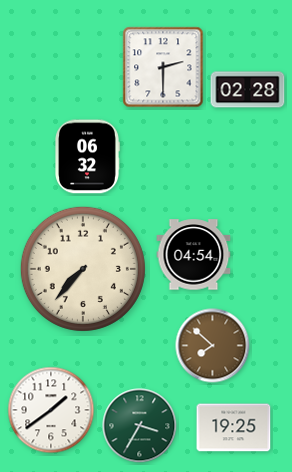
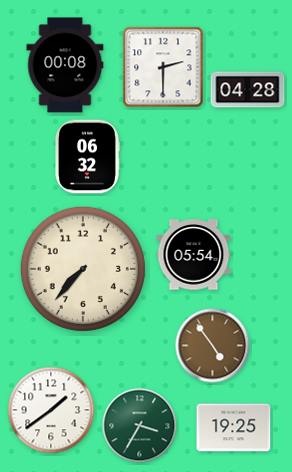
clock at (65, 65): none -> 00:08
clock at (248, 90): 02:28 -> 04:28
clock at (194, 255): 04:54 -> 05:54
clock at (213, 346): 7:52 -> 4:54
